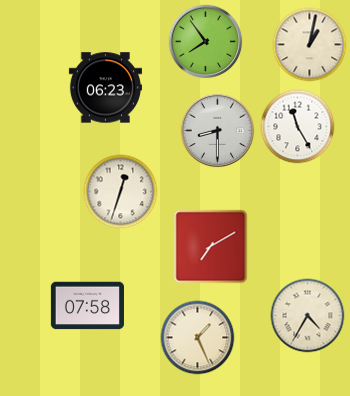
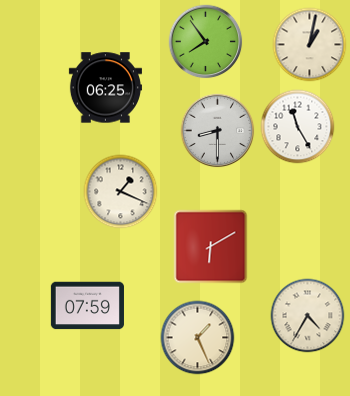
clock at (105, 88): 06:23 -> 06:25
clock at (121, 192): 12:33 -> 1:19
clock at (211, 247): 7:10 -> 6:10
clock at (87, 306): 07:58 -> 07:59
